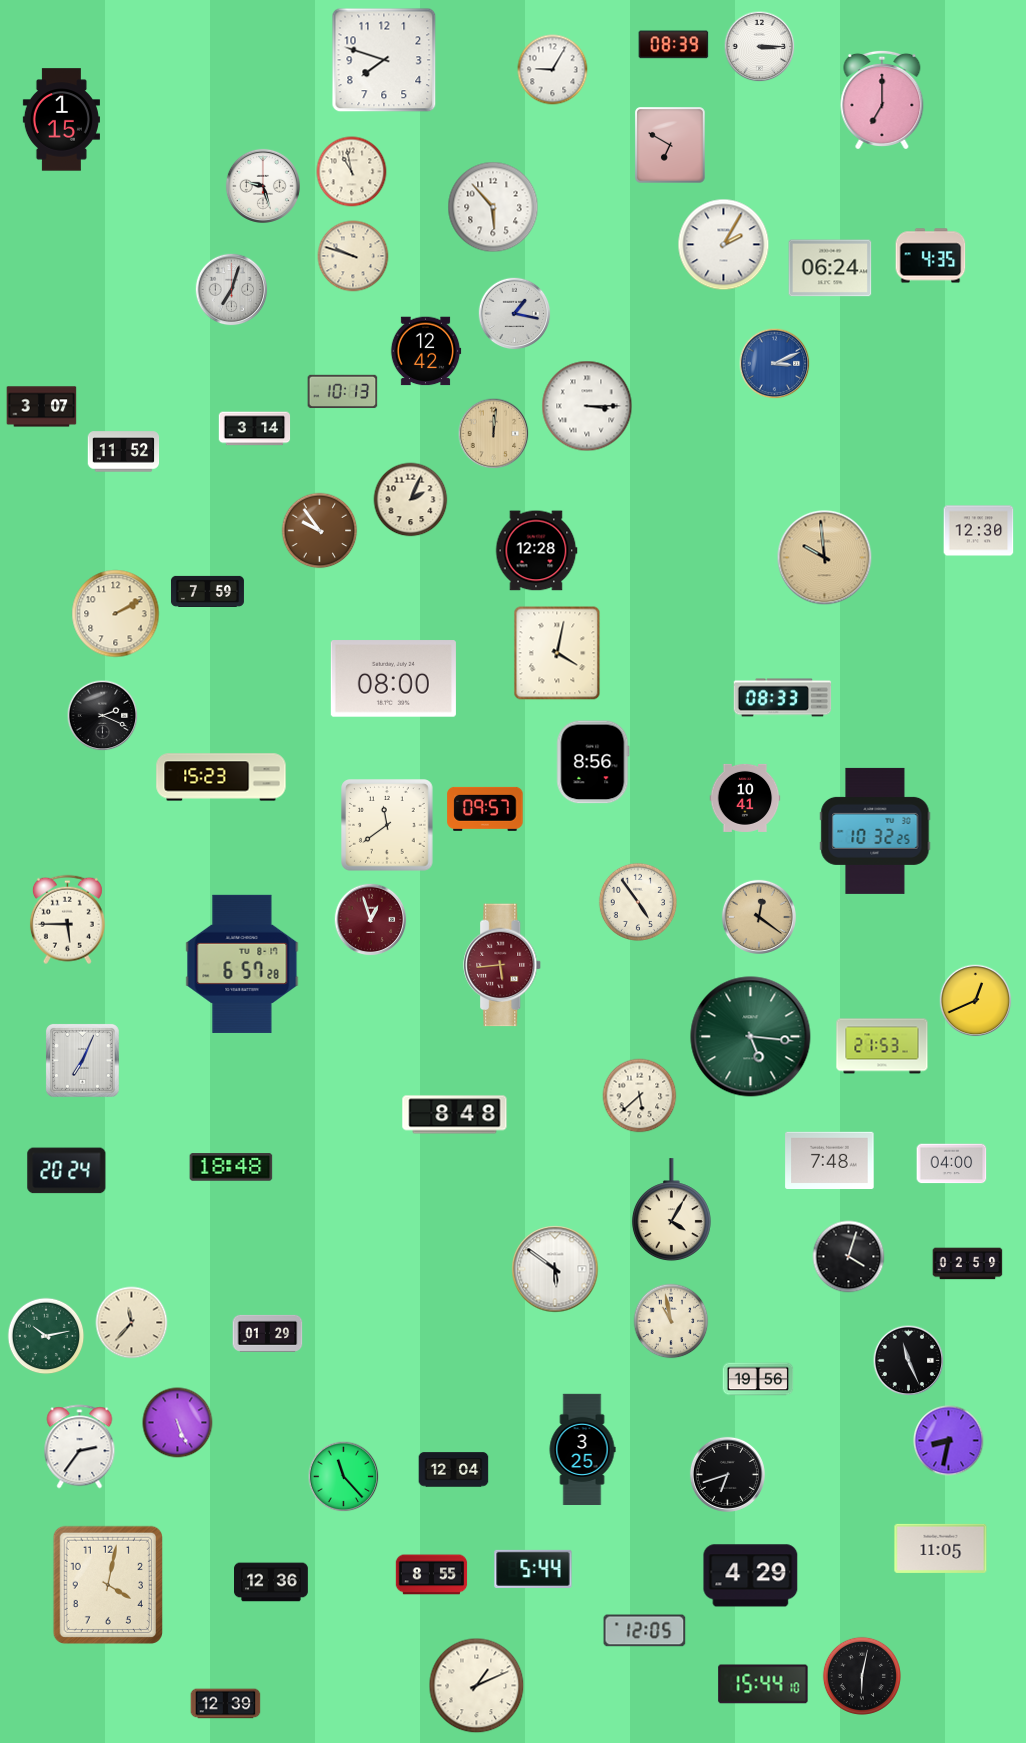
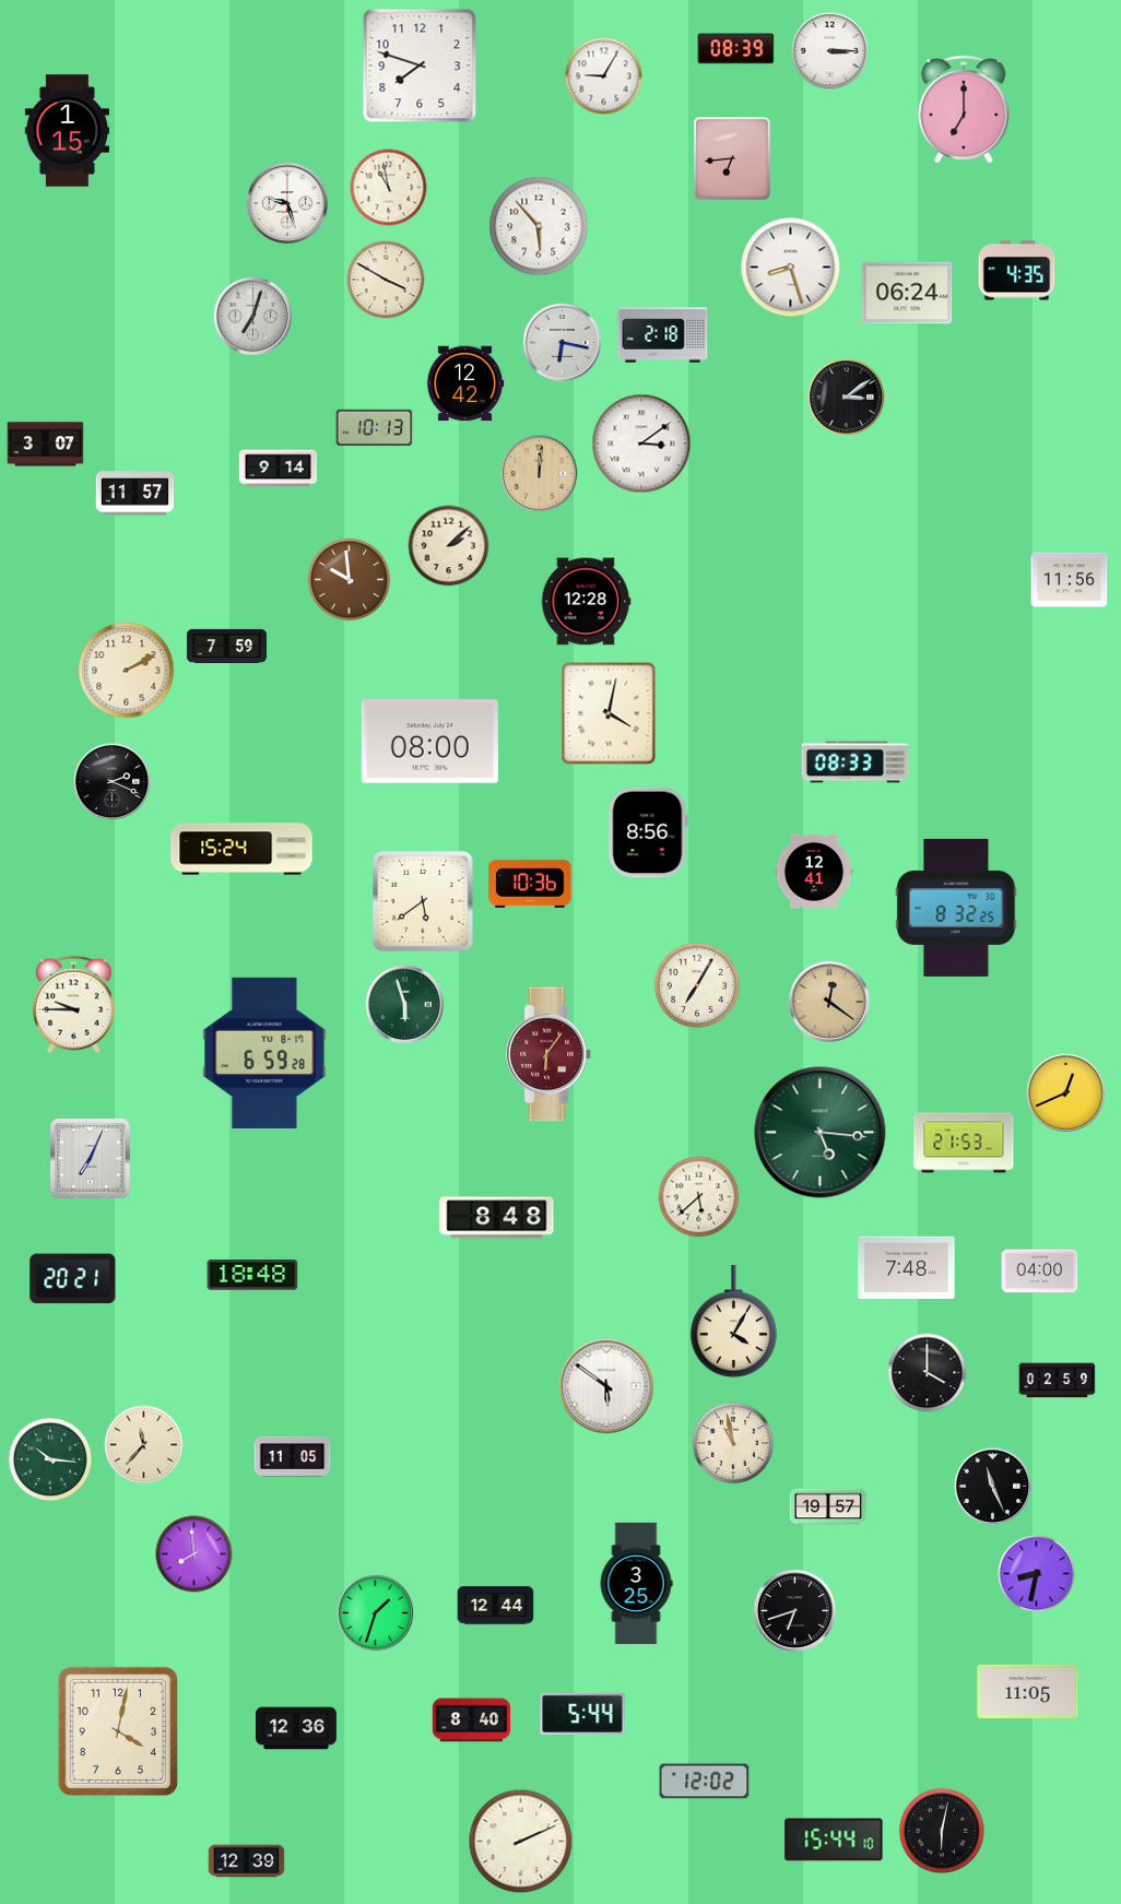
clock at (671, 146): 6:50 -> 6:44
clock at (352, 172) position: (352, 172) -> (389, 188)
clock at (724, 245): 2:05 -> 8:27
clock at (353, 256): 9:48 -> 3:50
clock at (931, 256) position: (931, 256) -> (1017, 271)
clock at (663, 335): none -> 2:18
clock at (515, 314): 1:17 -> 6:17
clock at (775, 364): 3:11 -> 3:09
clock at (775, 364) dial: blue -> black
clock at (587, 406): 3:15 -> 3:09
clock at (255, 429): 3:14 -> 9:14
clock at (124, 452): 11:52 -> 11:57
clock at (411, 500): 2:04 -> 2:08
clock at (320, 531): 9:54 -> 9:59
clock at (979, 531): 12:30 -> 11:56
clock at (825, 558): 9:59 -> none
clock at (221, 777): 15:23 -> 15:24
clock at (745, 798): 10:41 -> 12:41
clock at (485, 809): 09:57 -> 10:36
clock at (387, 825): 11:39 -> 5:39
clock at (875, 831): 10:32 -> 8:32
clock at (638, 902): 4:54 -> 7:05
clock at (67, 920): 5:45 -> 9:45
clock at (371, 920): 12:57 -> 5:57
clock at (371, 920) dial: burgundy -> green
clock at (242, 964): 6:57 -> 6:59
clock at (503, 965): 5:44 -> 6:06
clock at (67, 1171): 20:24 -> 20:21
clock at (849, 1257): 4:03 -> 4:00
clock at (268, 1333): 01:29 -> 11:05
clock at (46, 1336): 10:13 -> 10:16
clock at (758, 1379): 19:56 -> 19:57
clock at (178, 1423): 5:26 -> 7:59
clock at (80, 1447): 2:36 -> none
clock at (454, 1470): 12:04 -> 12:44
clock at (344, 1477): 11:23 -> 1:33
clock at (432, 1575): 8:55 -> 8:40
clock at (751, 1576): 4:29 -> none
clock at (645, 1631): 12:05 -> 12:02
clock at (477, 1686): 1:11 -> 2:11
